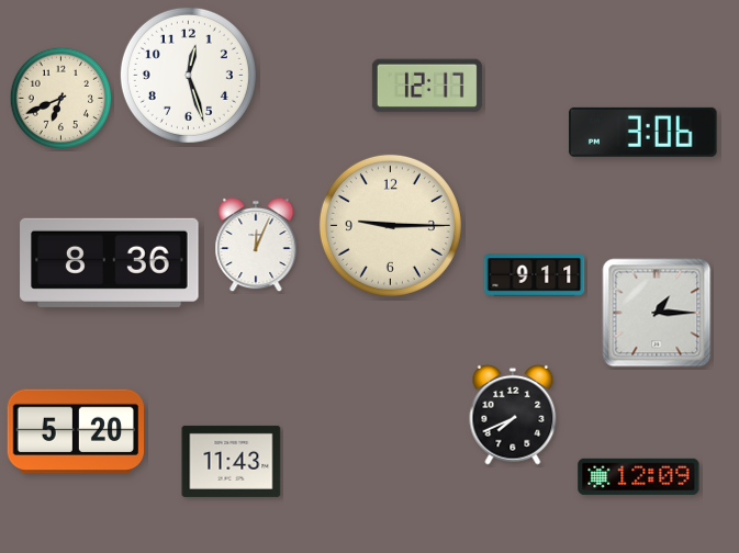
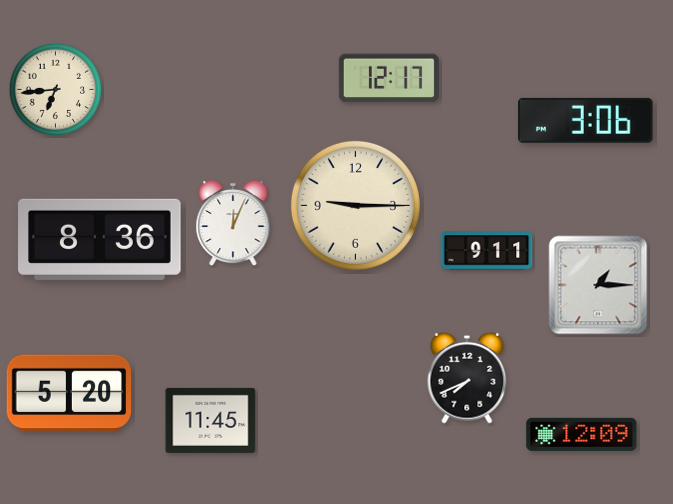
clock at (188, 75): 12:27 -> none
clock at (61, 99): 6:41 -> 6:44
clock at (232, 461): 11:43 -> 11:45
